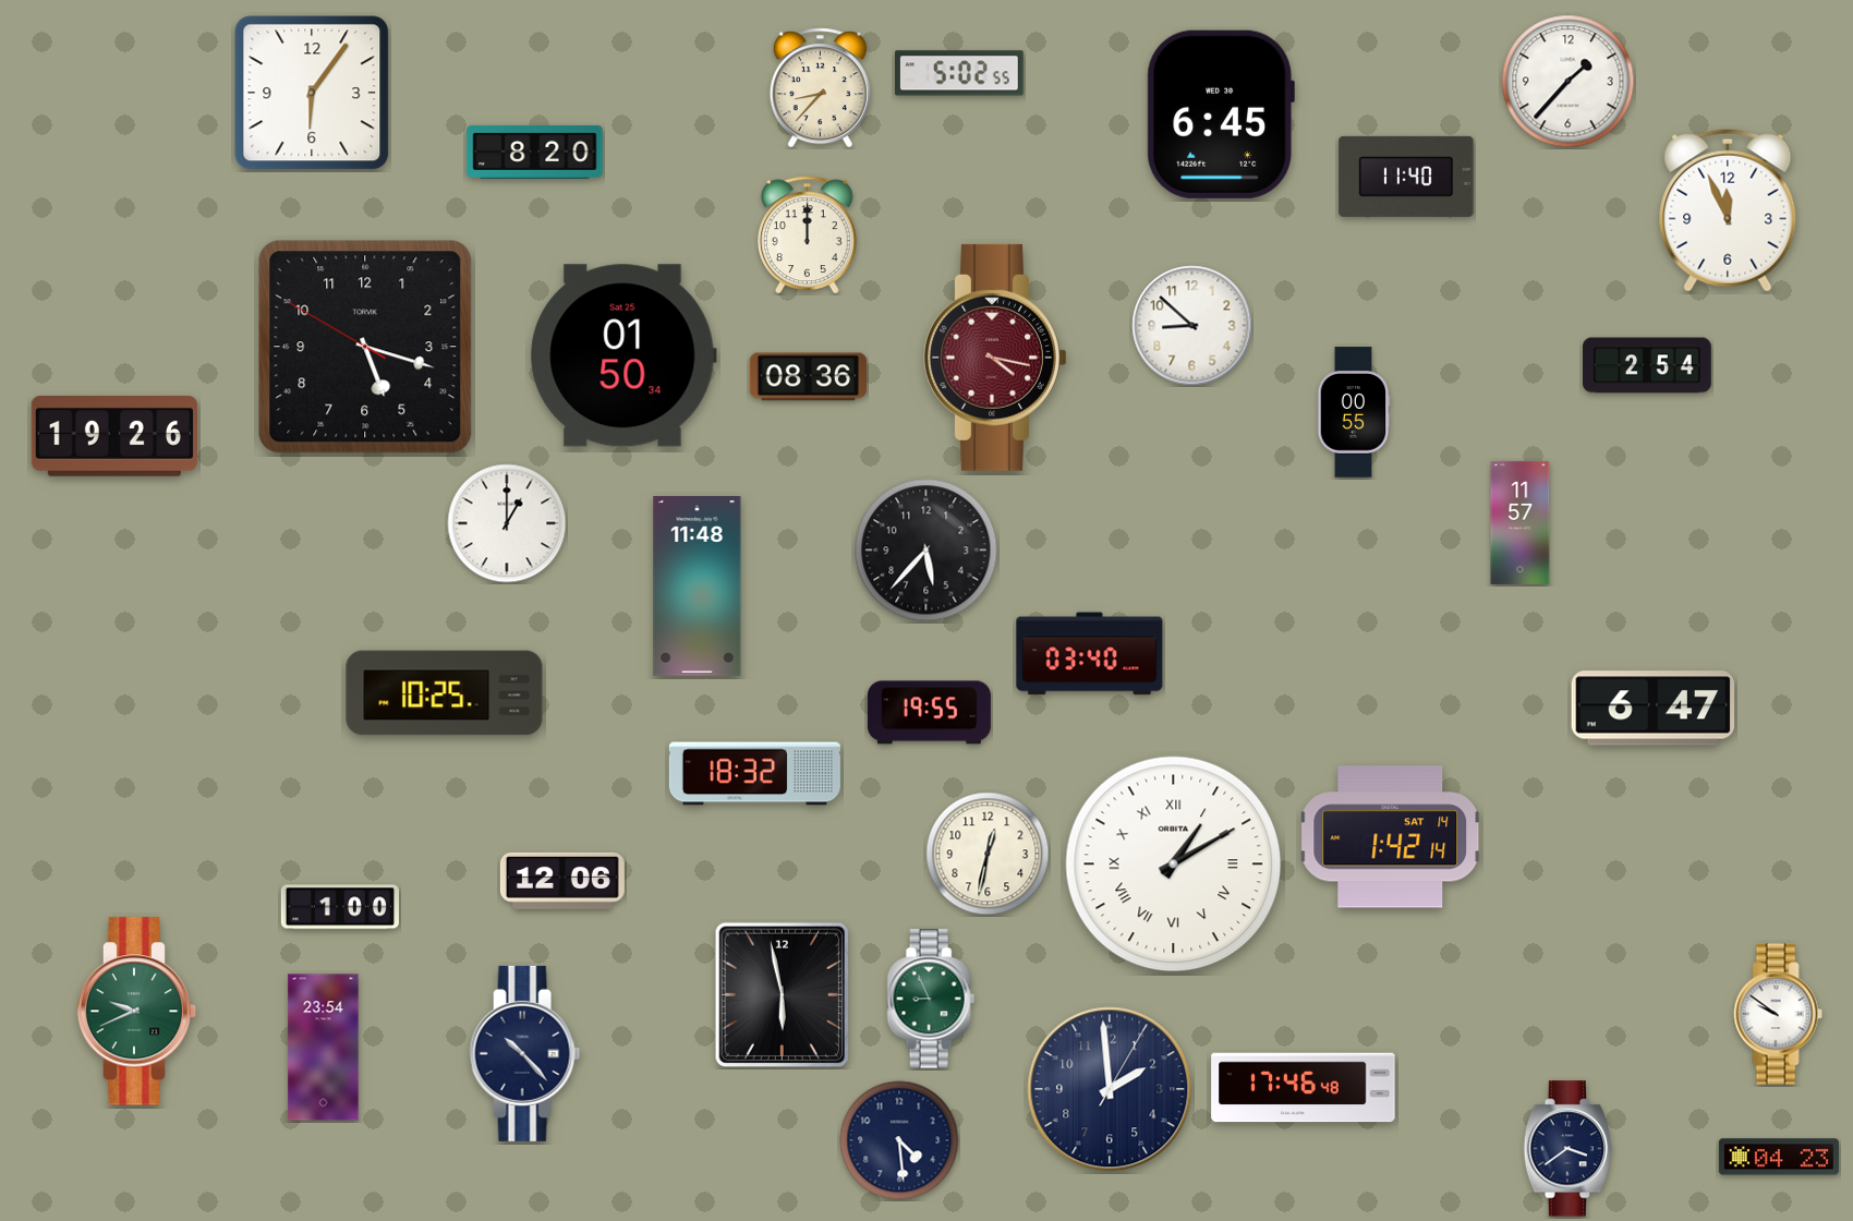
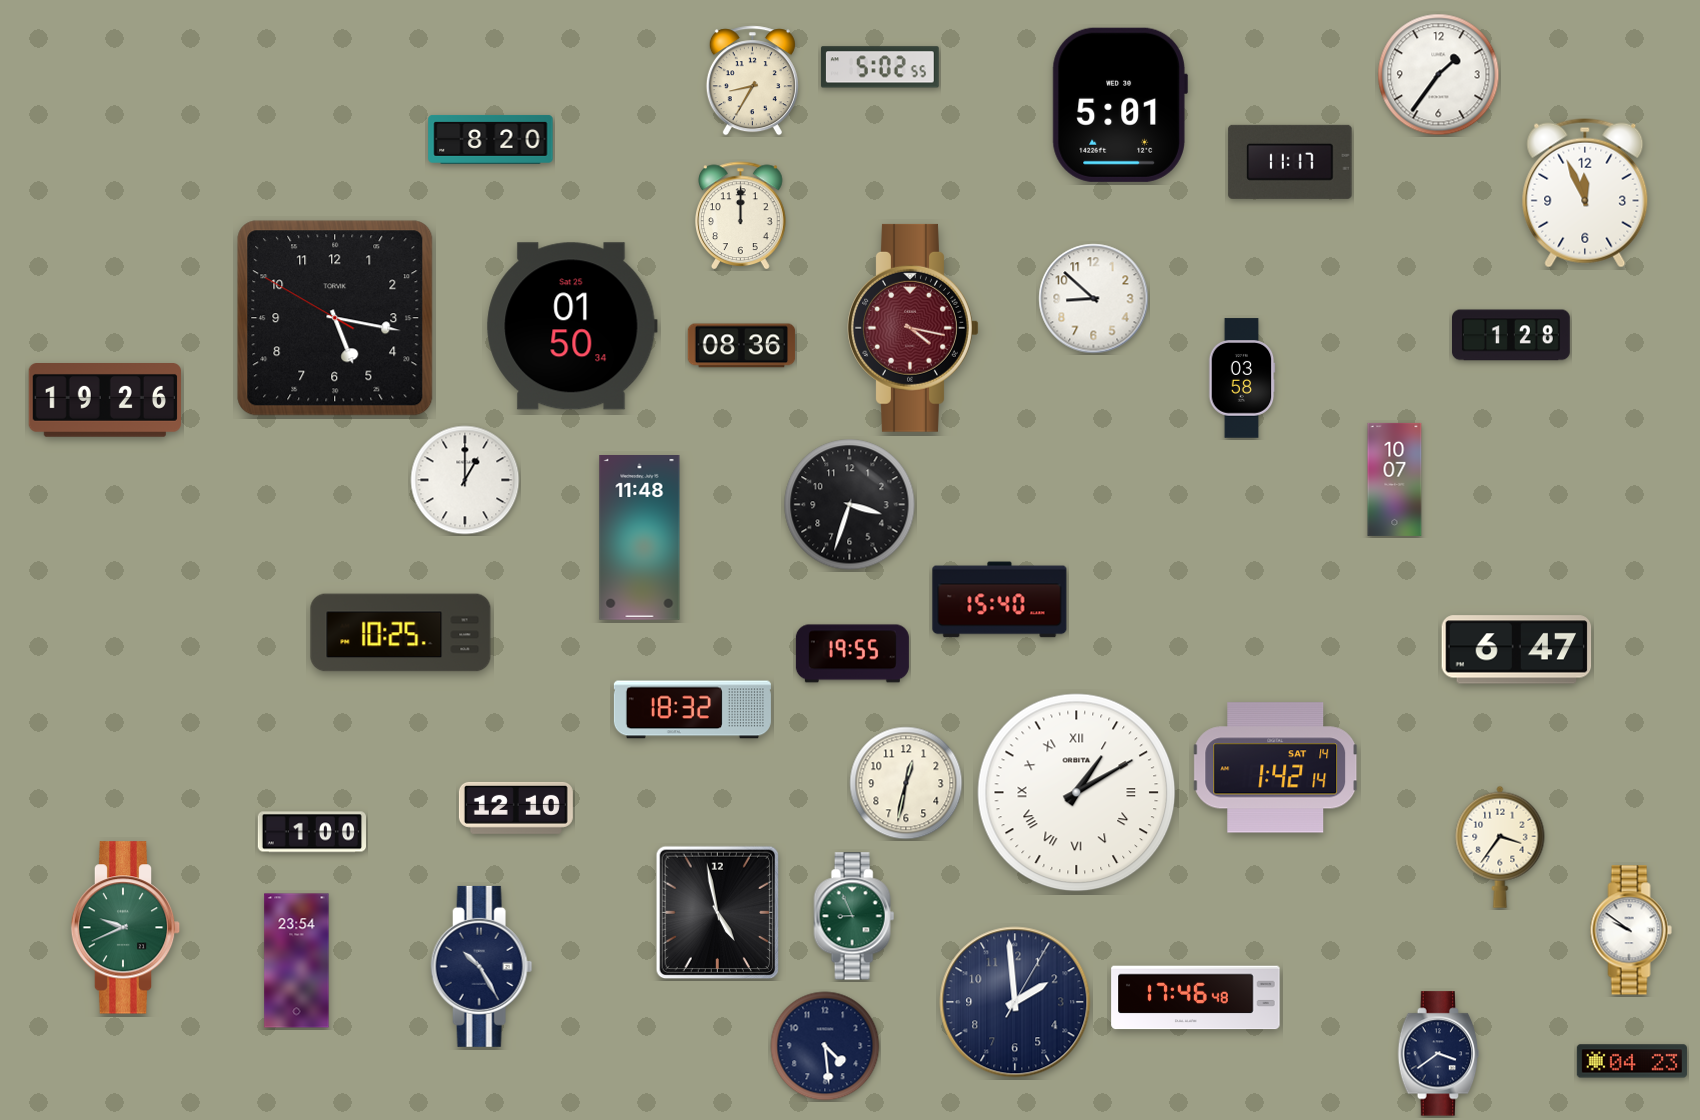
clock at (1569, 82): 1:37 -> 1:36
clock at (820, 88): 8:37 -> 8:35
clock at (312, 93): 6:06 -> none
clock at (1221, 114): 6:45 -> 5:01
clock at (1406, 177): 11:40 -> 11:17
clock at (365, 347): 5:17 -> 5:16
clock at (1648, 365): 2:54 -> 1:28
clock at (1354, 412): 00:55 -> 03:58
clock at (1521, 522): 11:57 -> 10:07
clock at (927, 551): 5:37 -> 3:33
clock at (1090, 654): 03:40 -> 15:40
clock at (445, 693) position: (445, 693) -> (401, 633)
clock at (562, 881): 12:06 -> 12:10
clock at (1500, 847): none -> 3:36
clock at (783, 995): 5:58 -> 4:58
clock at (525, 1053): 10:23 -> 10:25
clock at (1110, 1089) position: (1110, 1089) -> (1015, 1002)
